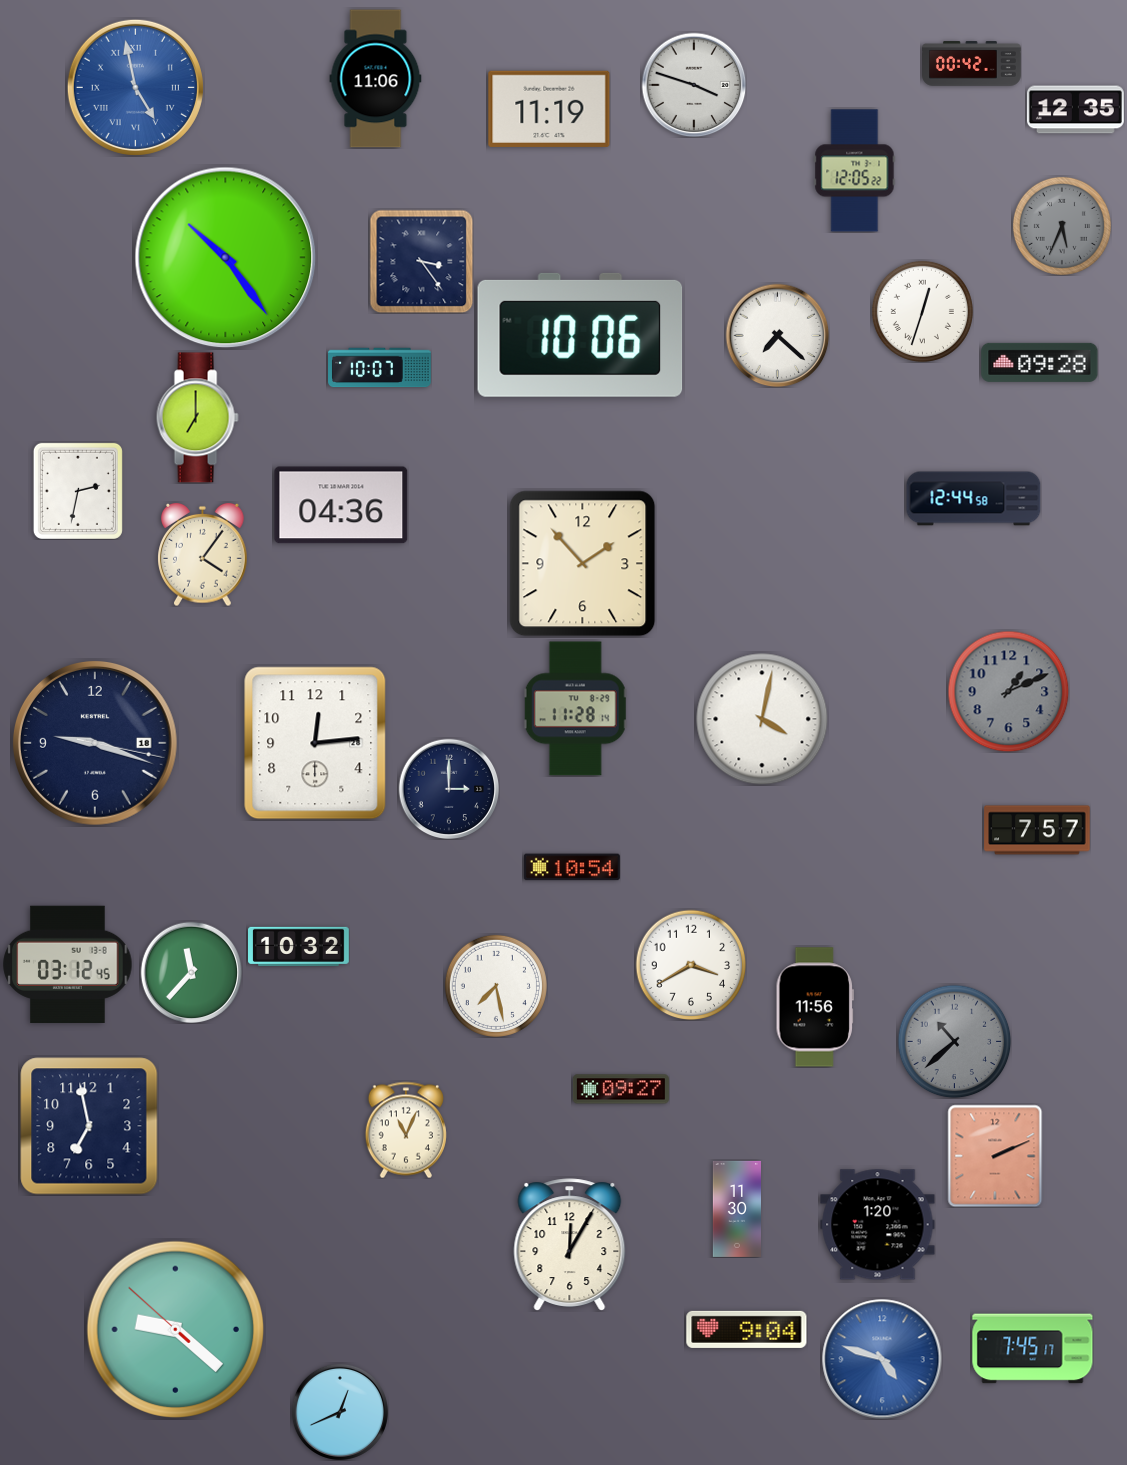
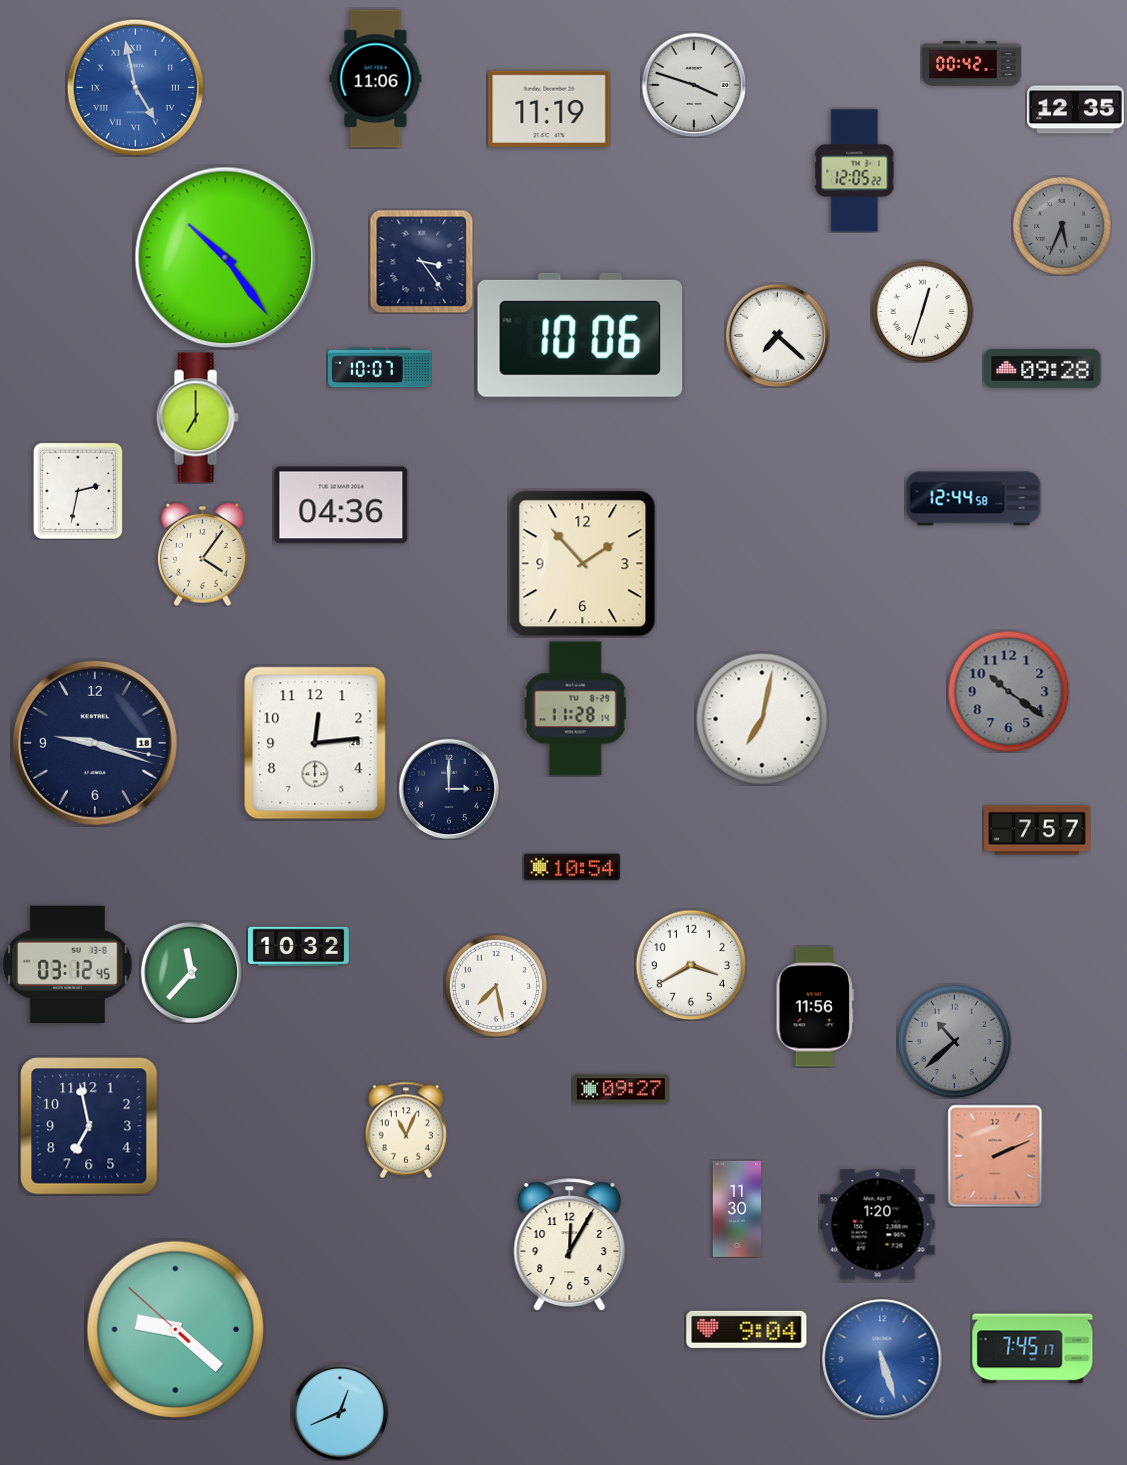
clock at (1040, 362) position: (1040, 362) -> (1043, 368)
clock at (1008, 691): 1:11 -> 10:21
clock at (762, 719): 4:02 -> 7:02
clock at (882, 1359): 4:48 -> 5:27
